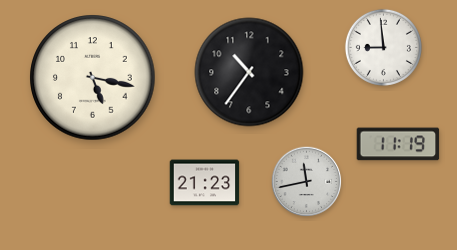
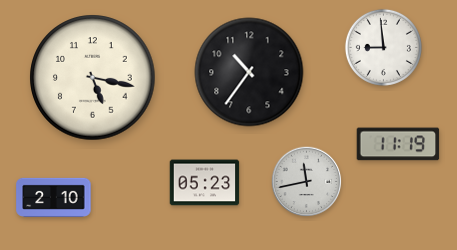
clock at (205, 183): 21:23 -> 05:23
clock at (54, 197): none -> 2:10
